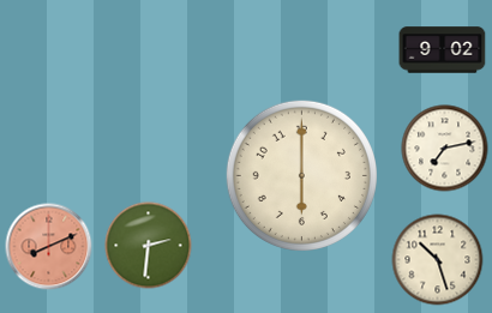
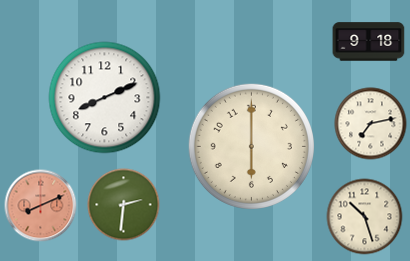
clock at (443, 50): 9:02 -> 9:18
clock at (105, 98): none -> 8:11
